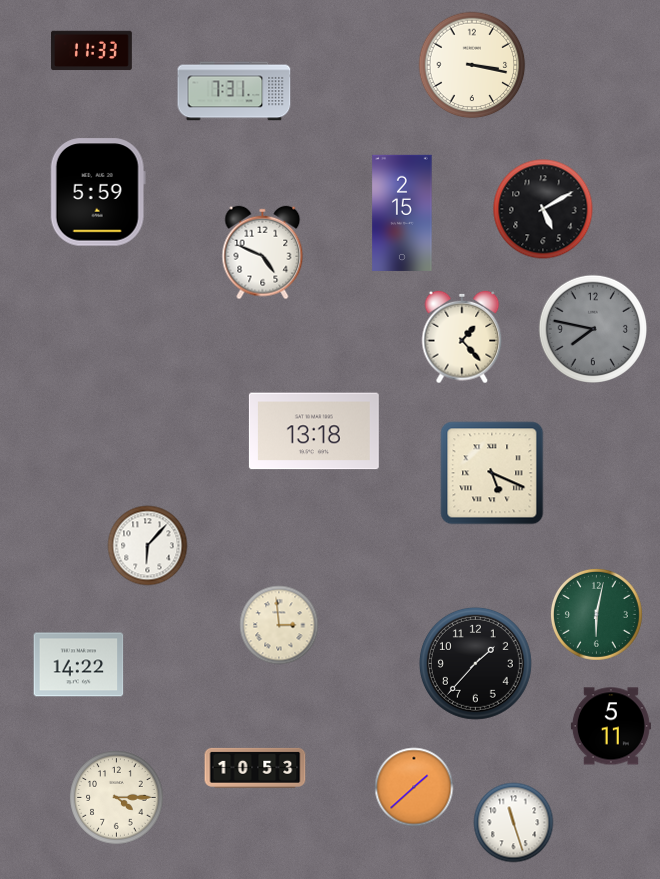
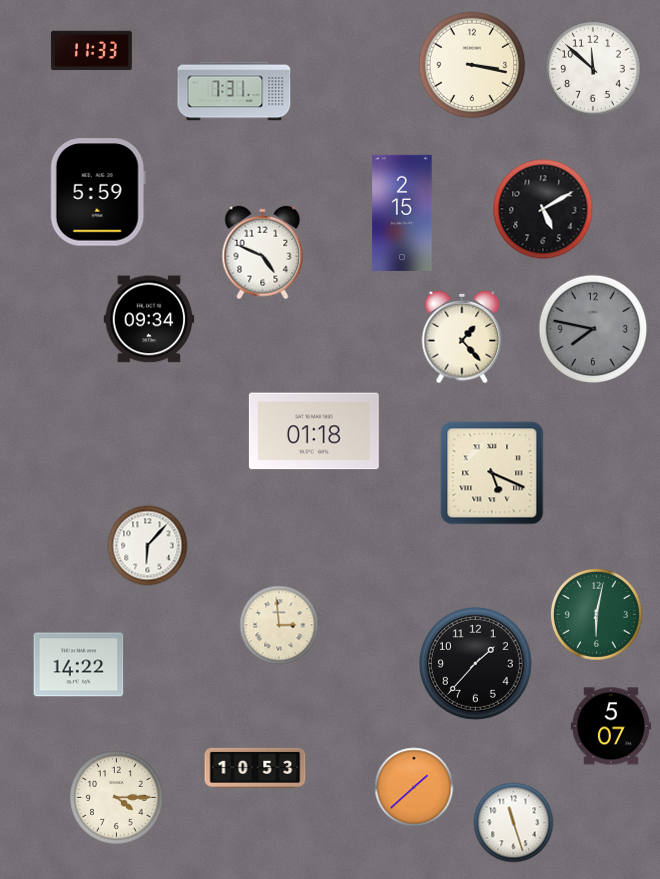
clock at (593, 69): none -> 11:52
clock at (149, 319): none -> 09:34
clock at (314, 431): 13:18 -> 01:18
clock at (611, 726): 5:11 -> 5:07
